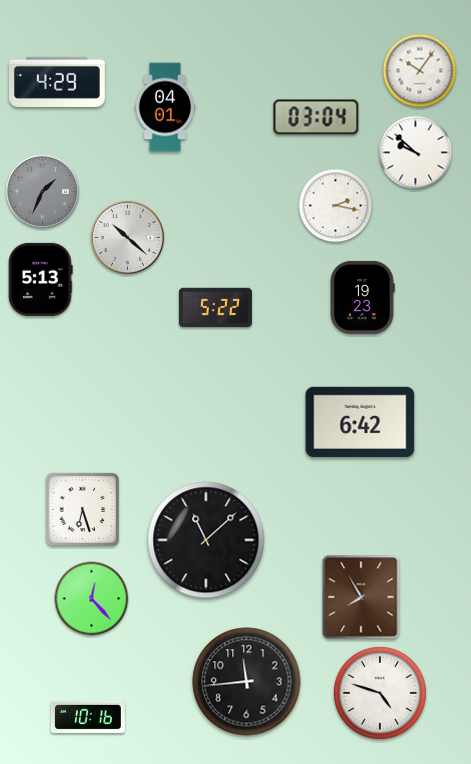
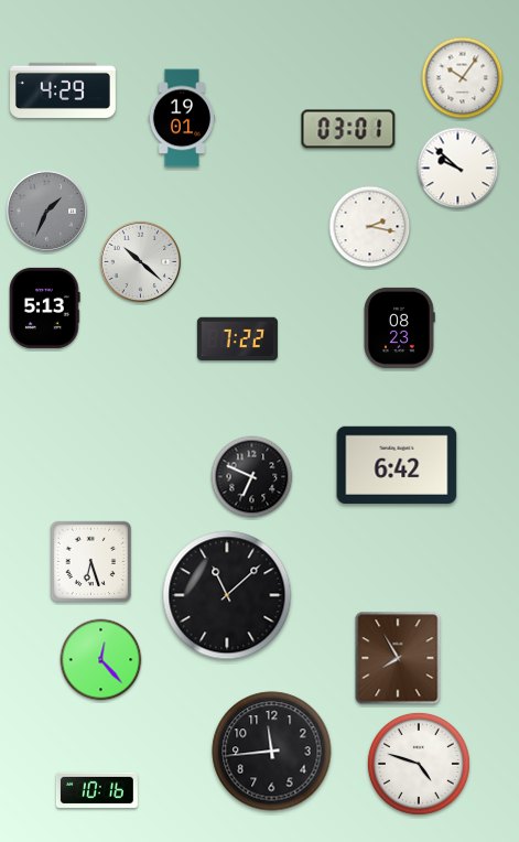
clock at (164, 107): 04:01 -> 19:01
clock at (316, 117): 03:04 -> 03:01
clock at (362, 297): 19:23 -> 08:23
clock at (215, 308): 5:22 -> 7:22
clock at (252, 477): none -> 6:49
